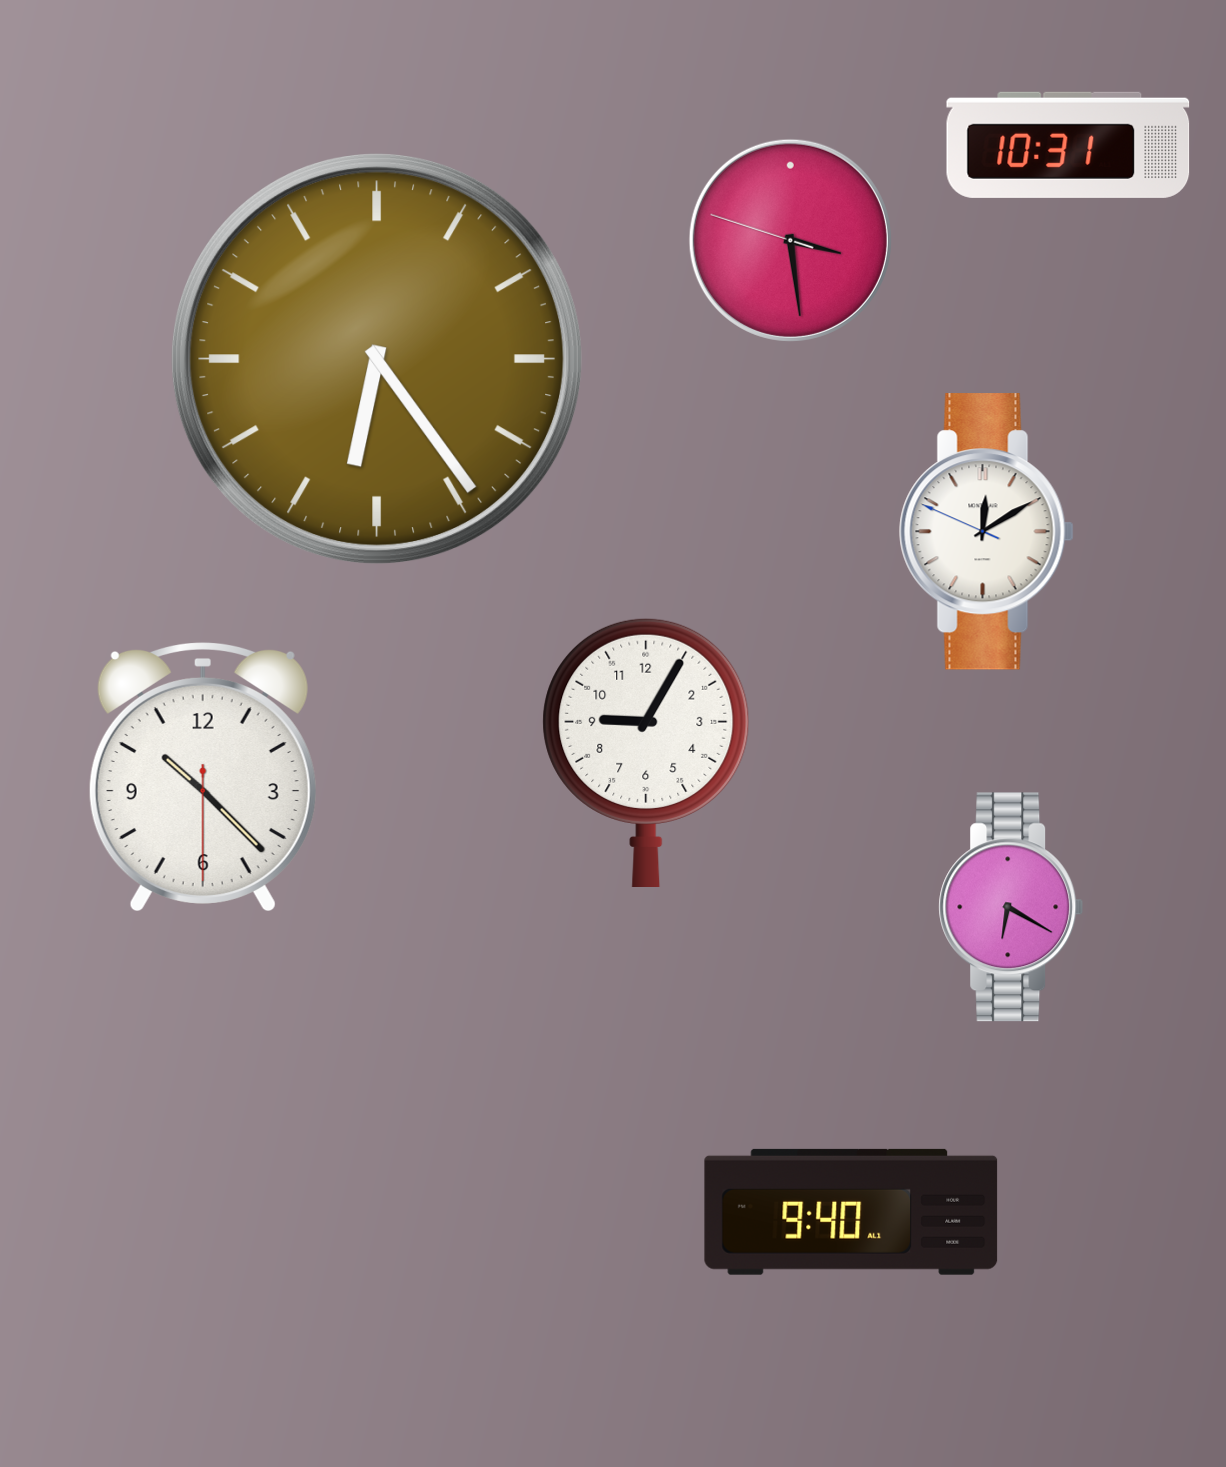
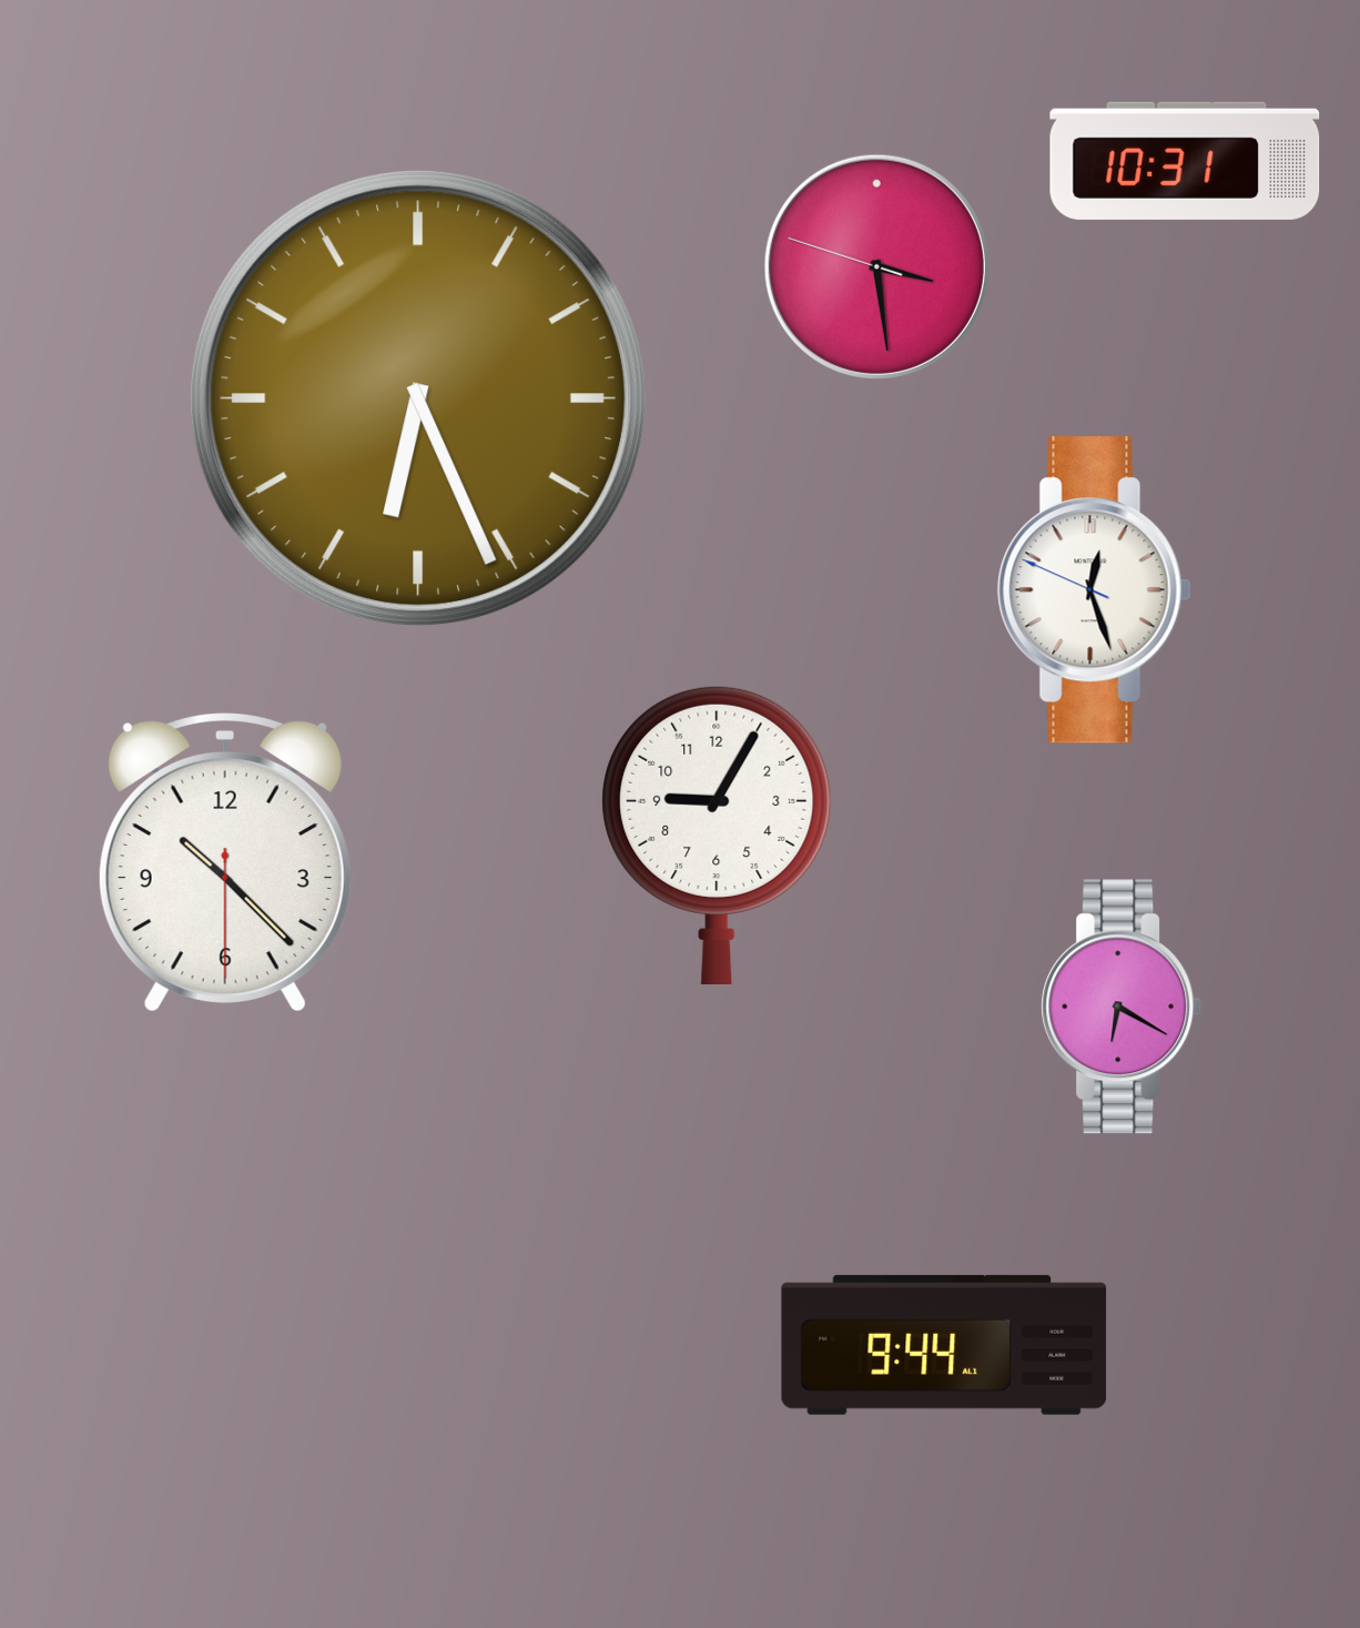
clock at (377, 359): 6:24 -> 6:26
clock at (986, 532): 12:09 -> 12:26
clock at (851, 1212): 9:40 -> 9:44
